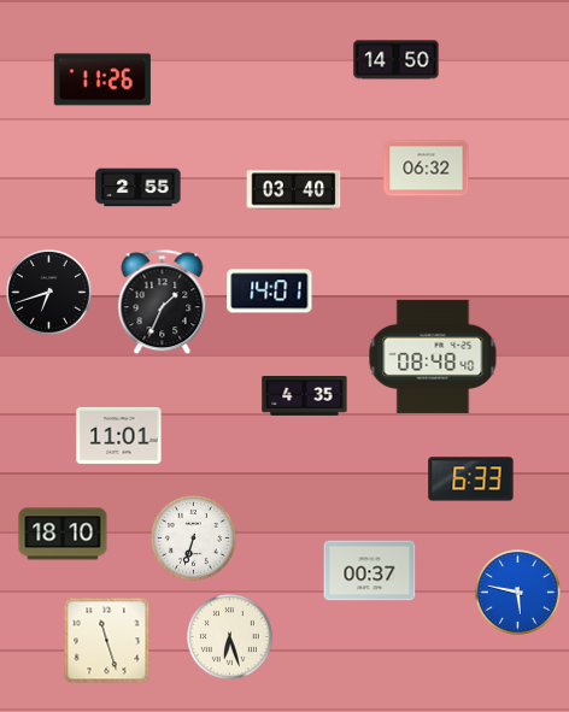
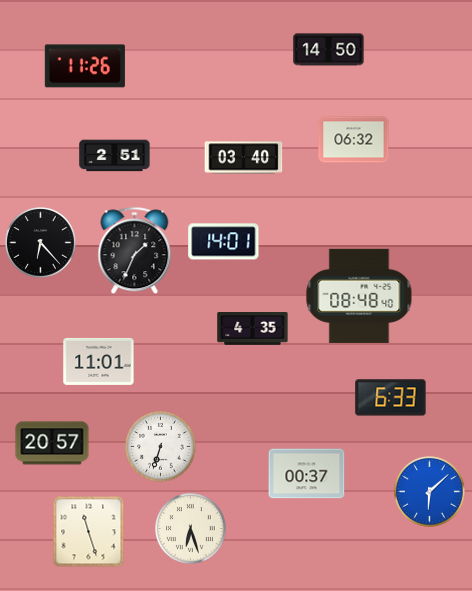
clock at (139, 188): 2:55 -> 2:51
clock at (49, 293): 6:42 -> 6:23
clock at (63, 534): 18:10 -> 20:57
clock at (518, 593): 5:47 -> 6:08
